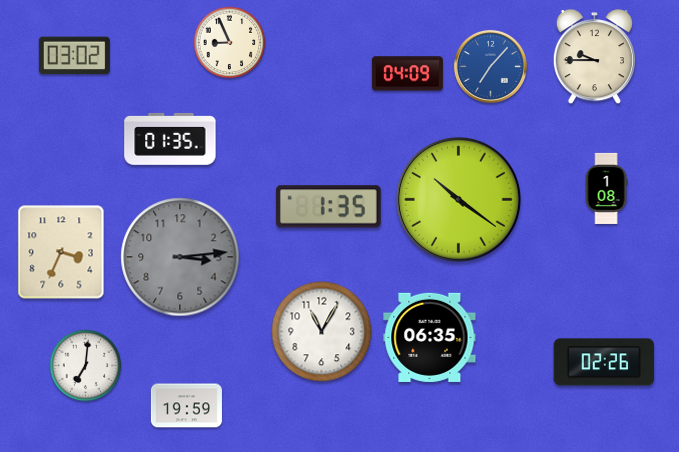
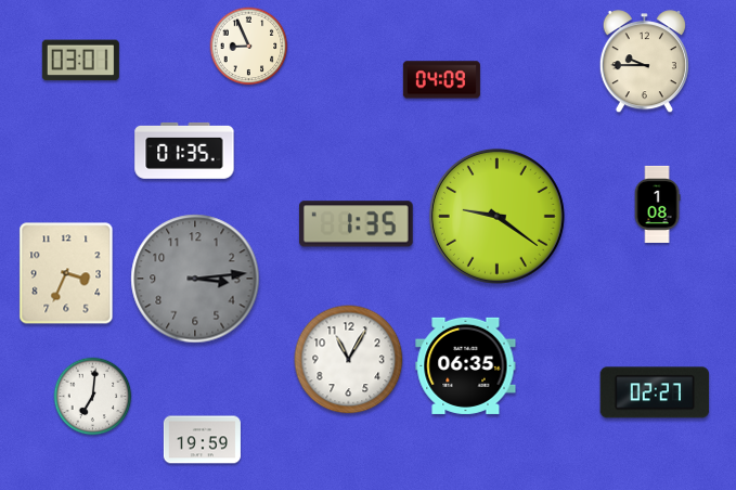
clock at (74, 56): 03:02 -> 03:01
clock at (490, 66): 7:07 -> none
clock at (458, 199): 10:21 -> 9:21
clock at (604, 362): 02:26 -> 02:27
